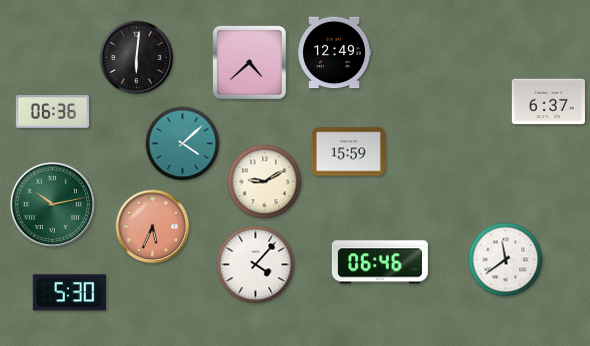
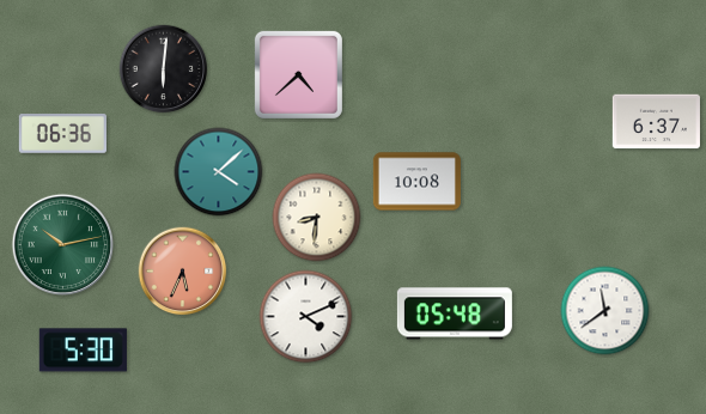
clock at (334, 53): 12:49 -> none
clock at (348, 152): 15:59 -> 10:08
clock at (265, 182): 9:10 -> 8:31
clock at (380, 262): 06:46 -> 05:48
clock at (256, 265): 4:07 -> 4:11
